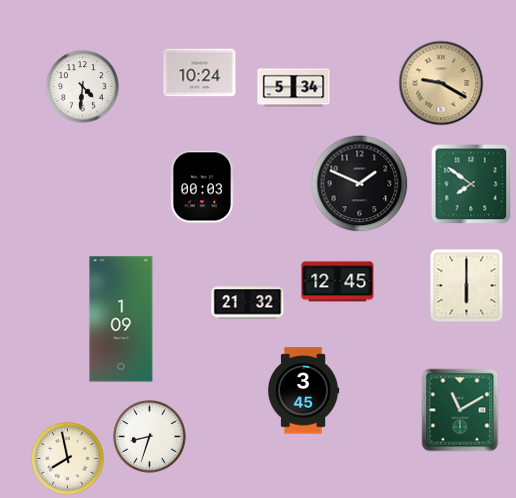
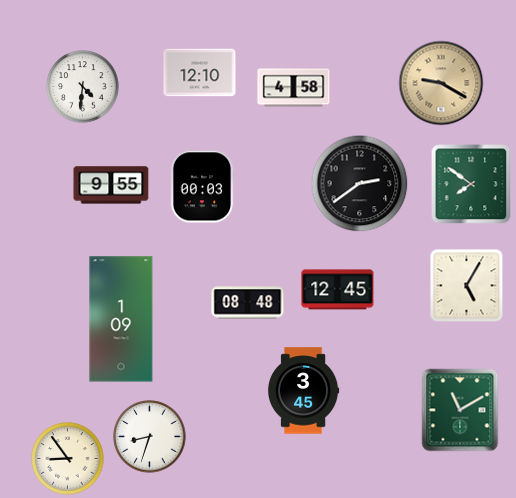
clock at (200, 73): 10:24 -> 12:10
clock at (294, 88): 5:34 -> 4:58
clock at (360, 184): 1:49 -> 2:39
clock at (111, 185): none -> 9:55
clock at (338, 282) position: (338, 282) -> (338, 290)
clock at (467, 286): 6:00 -> 5:05
clock at (248, 303): 21:32 -> 08:48
clock at (68, 459): 7:58 -> 8:54
